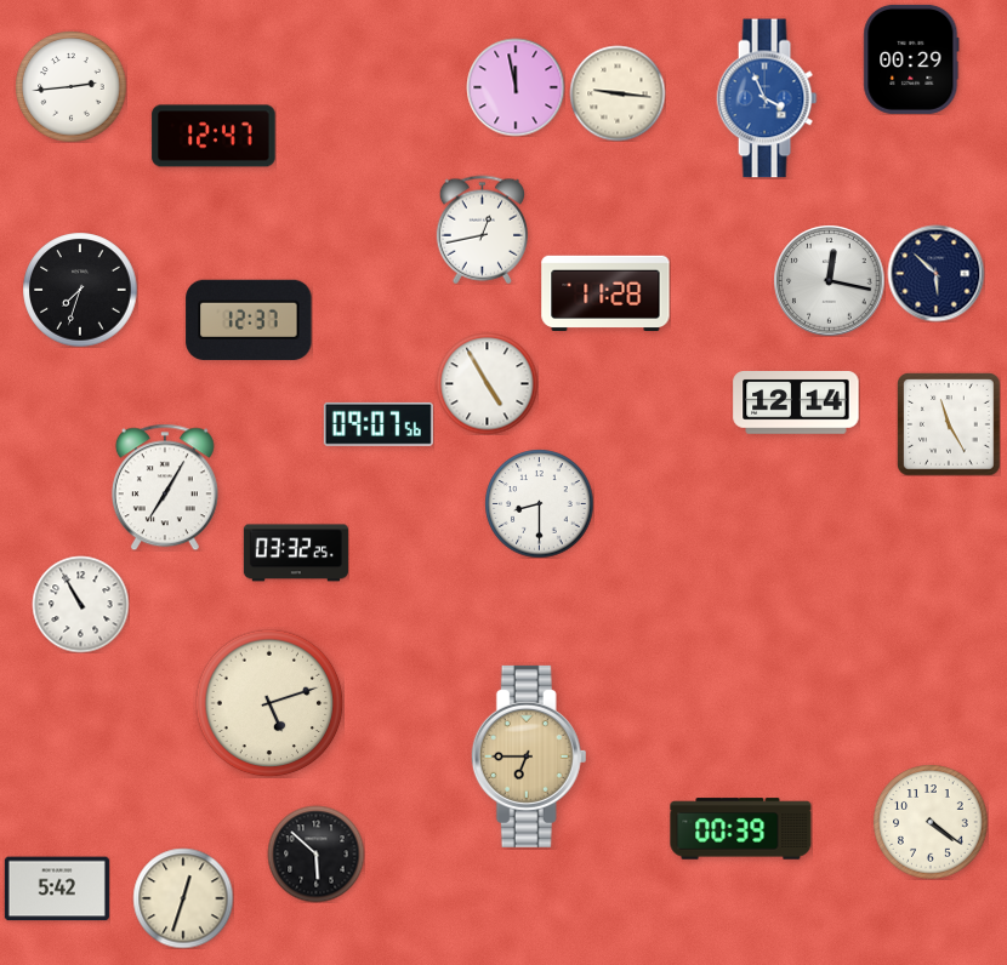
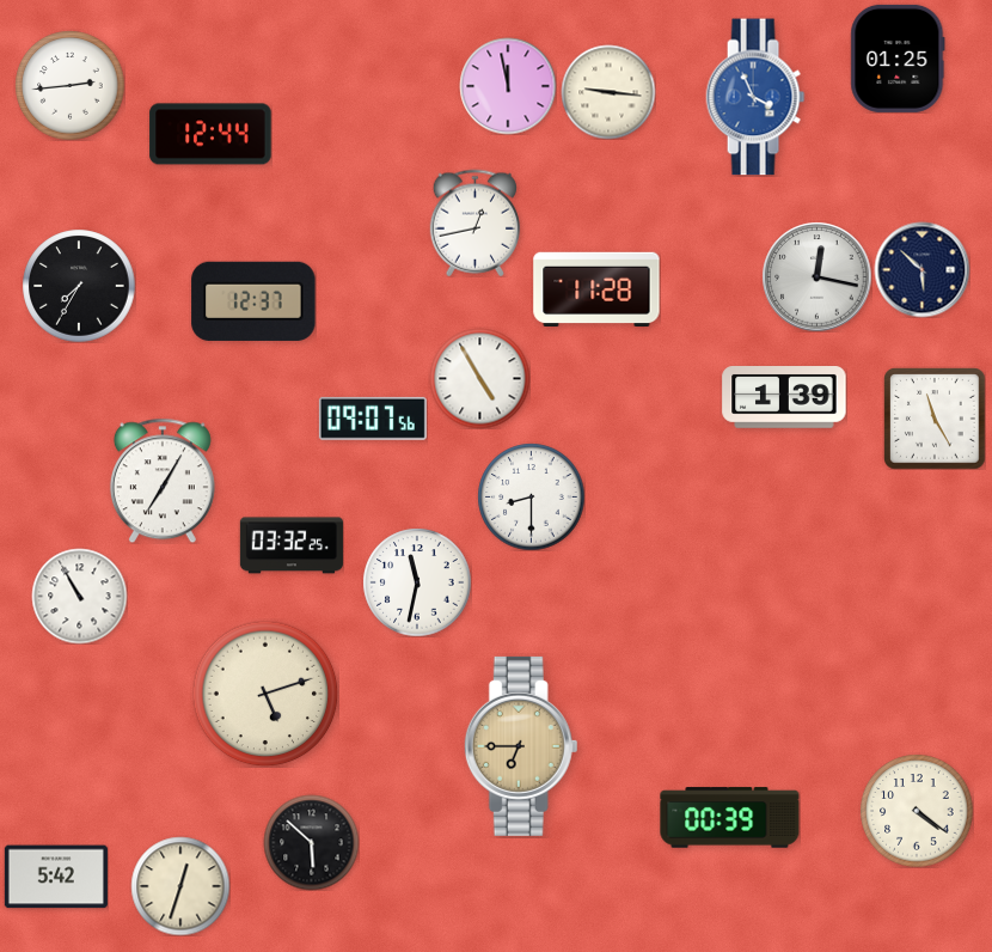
clock at (911, 59): 00:29 -> 01:25
clock at (214, 136): 12:47 -> 12:44
clock at (482, 229) position: (482, 229) -> (474, 222)
clock at (80, 290): 7:33 -> 7:35
clock at (249, 320) position: (249, 320) -> (253, 301)
clock at (796, 402): 12:14 -> 1:39
clock at (417, 582): none -> 11:32
